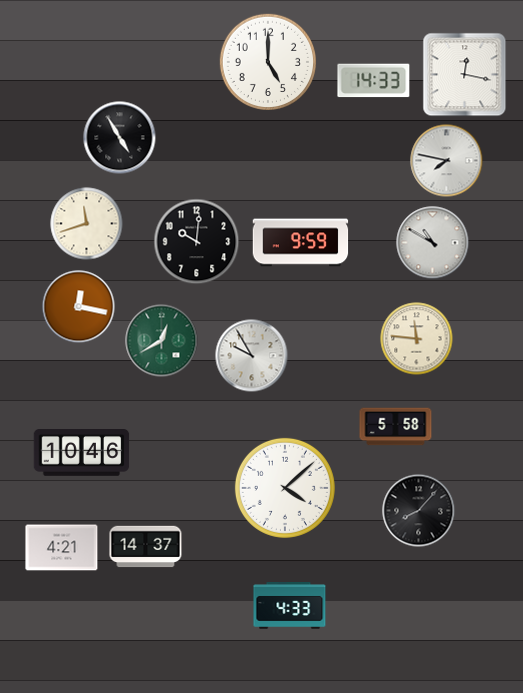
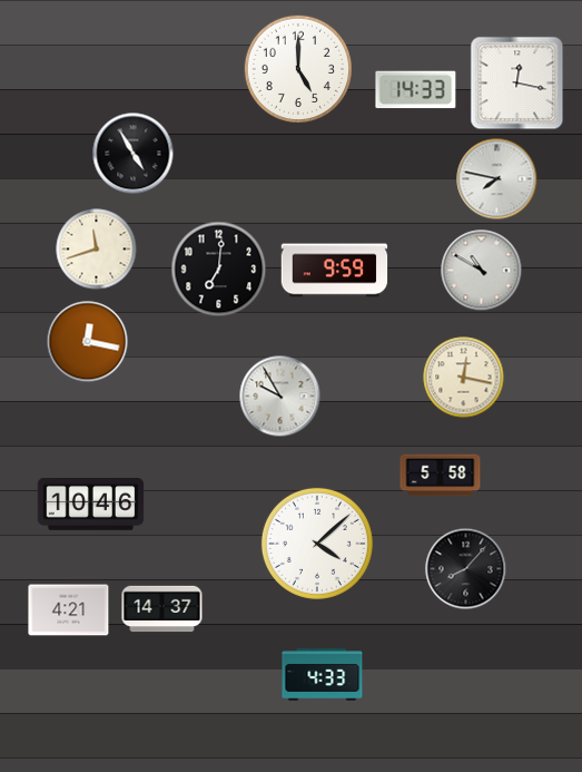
clock at (197, 242): 10:01 -> 7:01
clock at (417, 339): 11:46 -> 12:17
clock at (162, 341): 12:40 -> none
